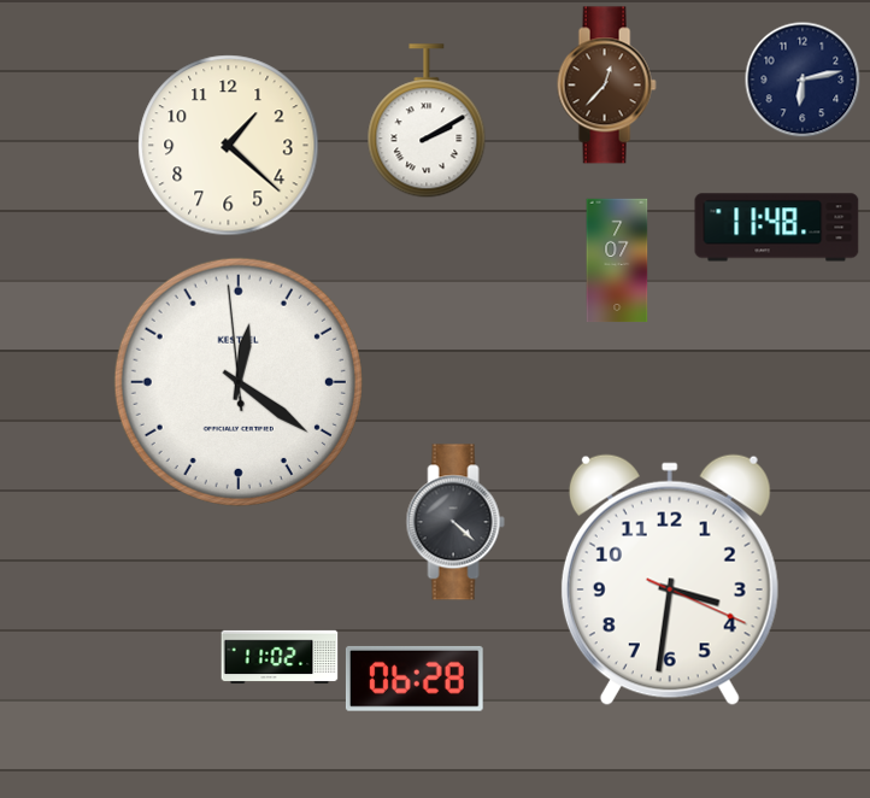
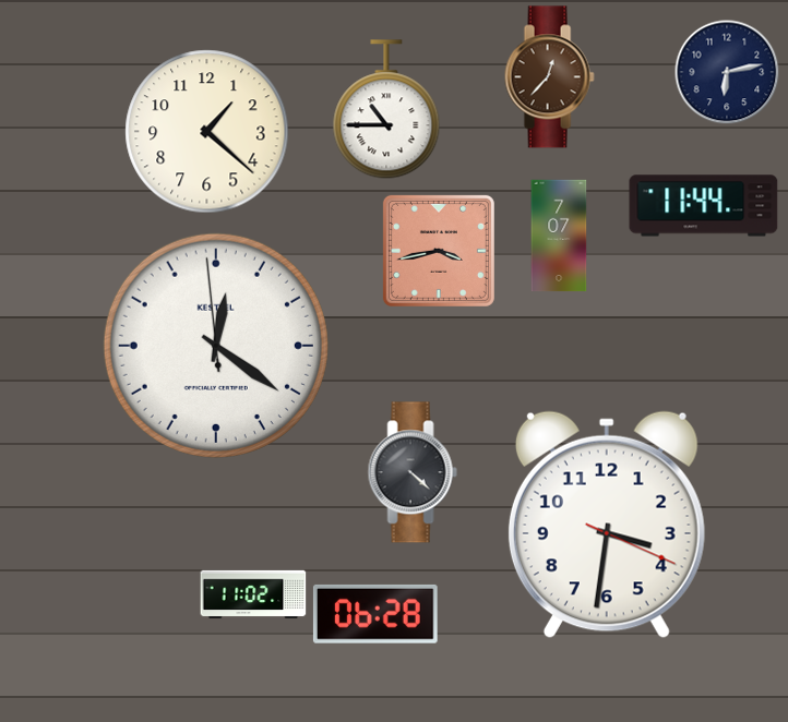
clock at (427, 122): 2:10 -> 10:45
clock at (777, 228): 11:48 -> 11:44
clock at (439, 251): none -> 3:43
